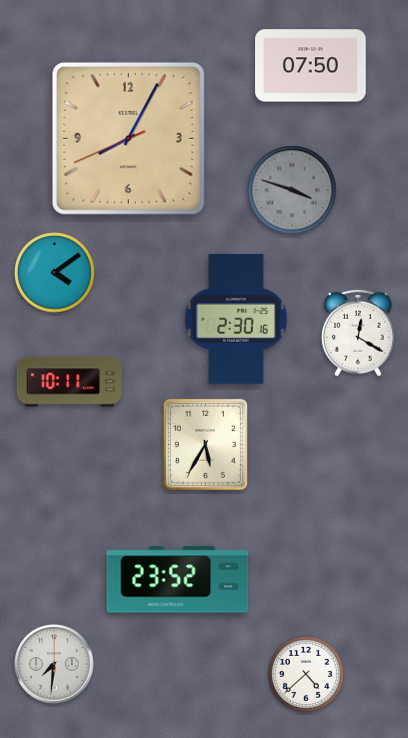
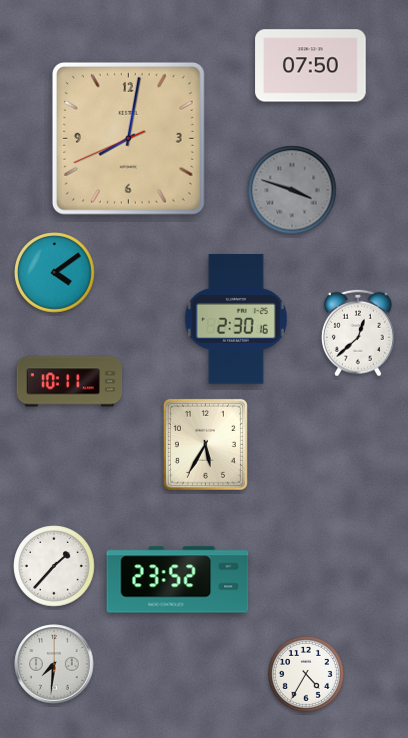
clock at (128, 138): 8:04 -> 8:01
clock at (358, 333): 12:20 -> 12:38
clock at (54, 566): none -> 1:37
clock at (306, 674): 4:38 -> 4:35
